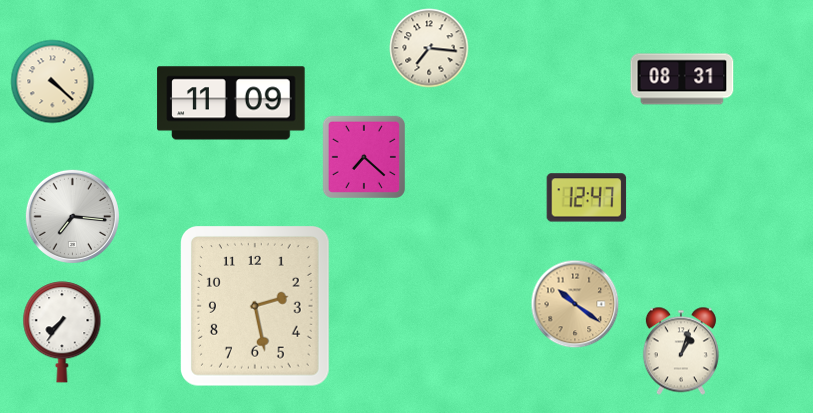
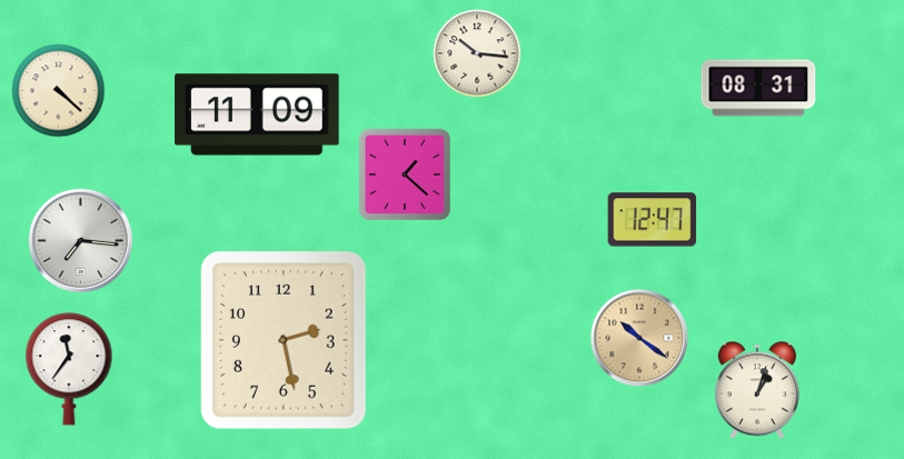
clock at (429, 48): 7:16 -> 10:16
clock at (364, 157): 7:22 -> 1:22
clock at (62, 332): 7:36 -> 11:36
